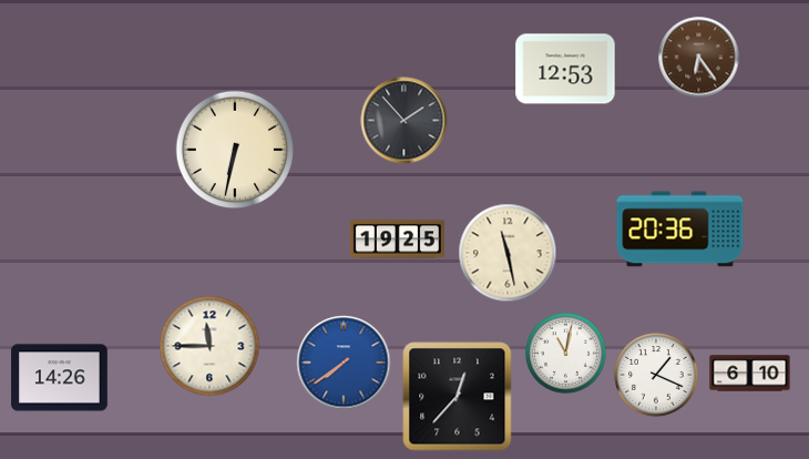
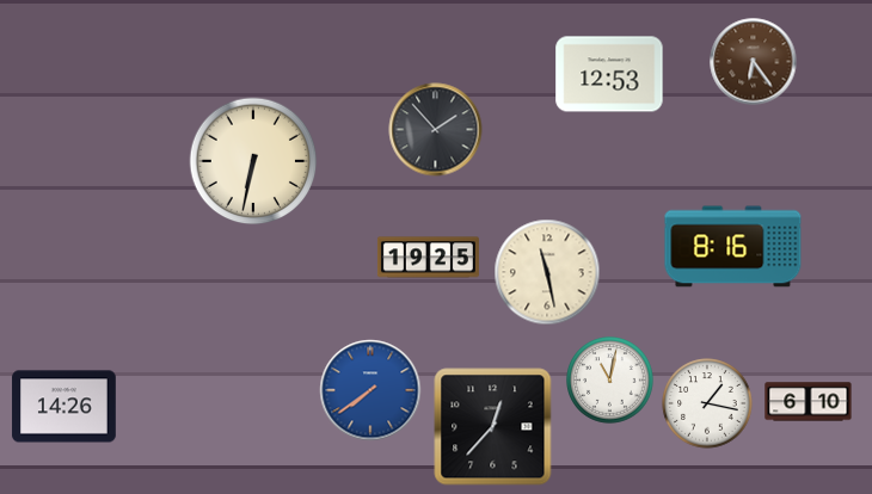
clock at (680, 229): 20:36 -> 8:16
clock at (209, 346): 11:45 -> none
clock at (656, 375): 1:19 -> 1:17
